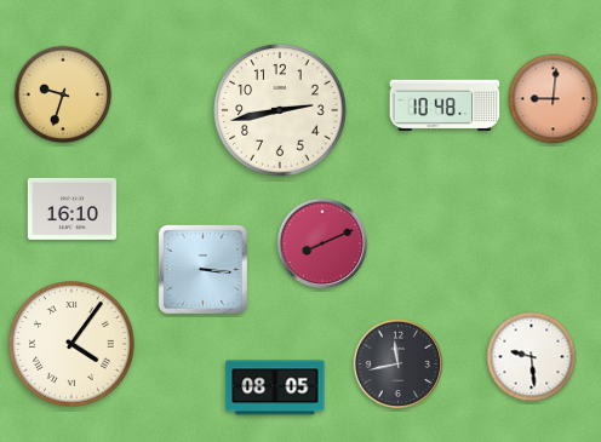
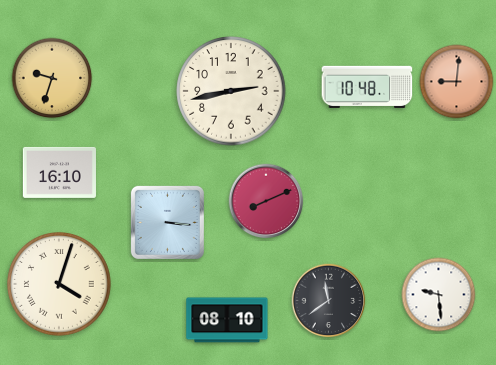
clock at (71, 344): 4:06 -> 4:03
clock at (399, 364): 11:43 -> 11:39
clock at (275, 388): 08:05 -> 08:10
